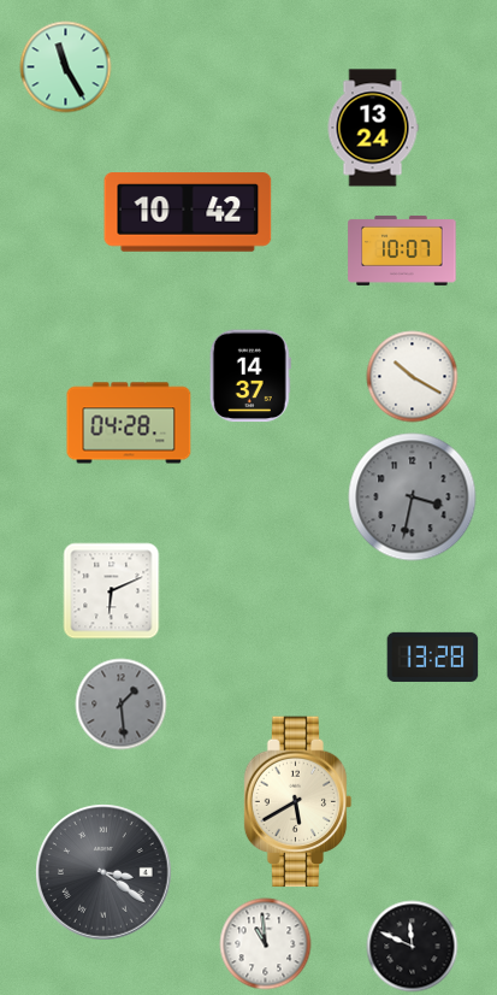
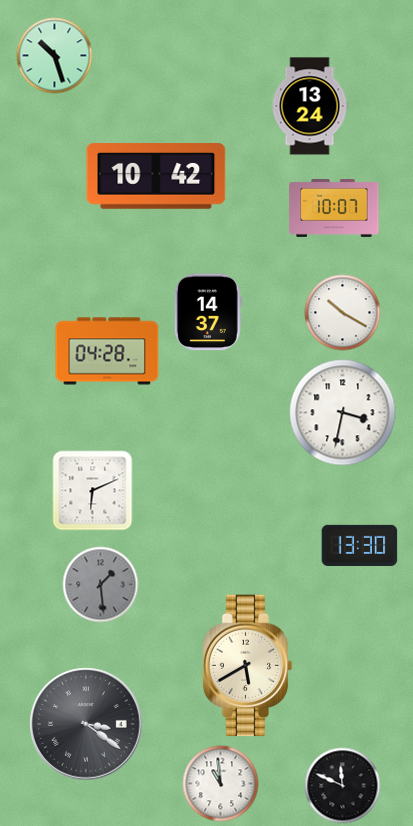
clock at (66, 67): 11:25 -> 10:27
clock at (413, 497) dial: grey -> white
clock at (433, 657): 13:28 -> 13:30
